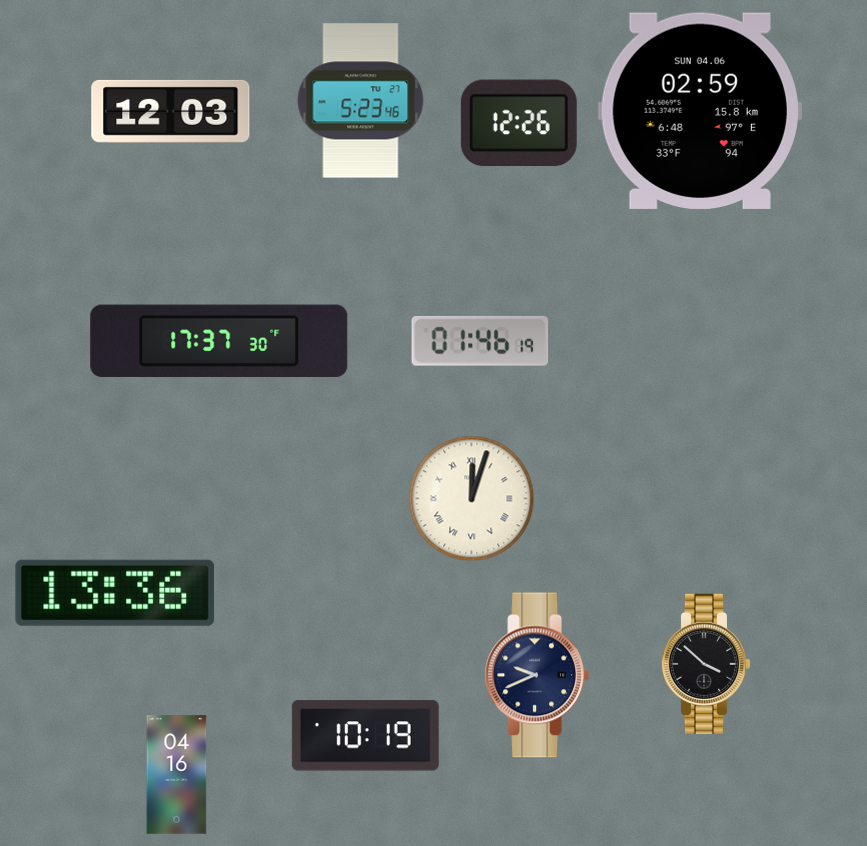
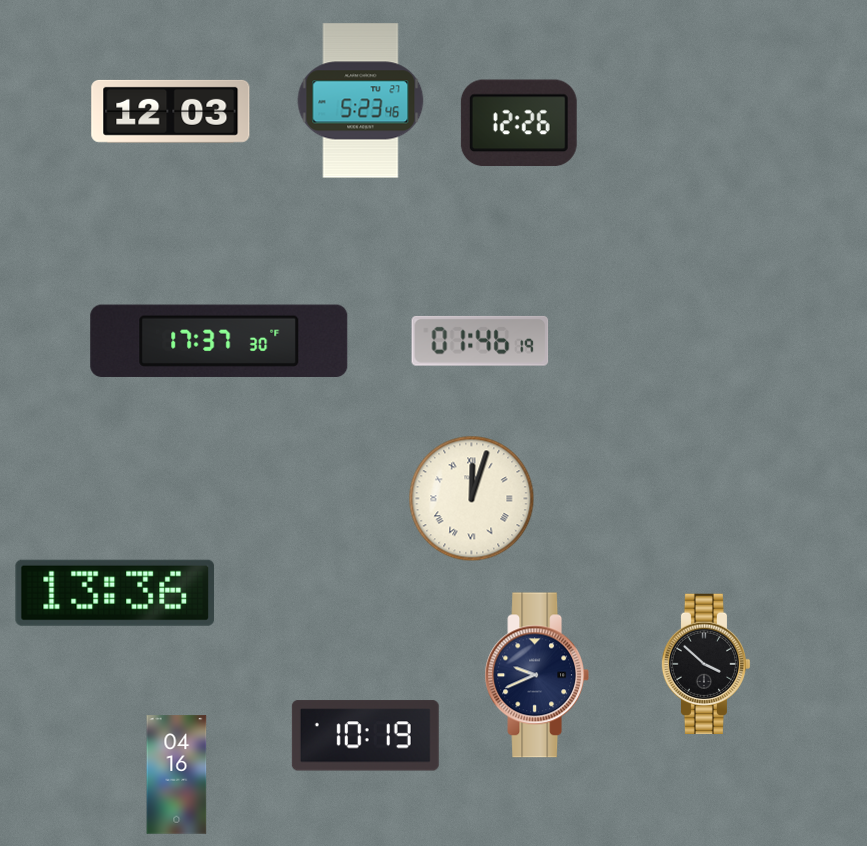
clock at (700, 111): 02:59 -> none
